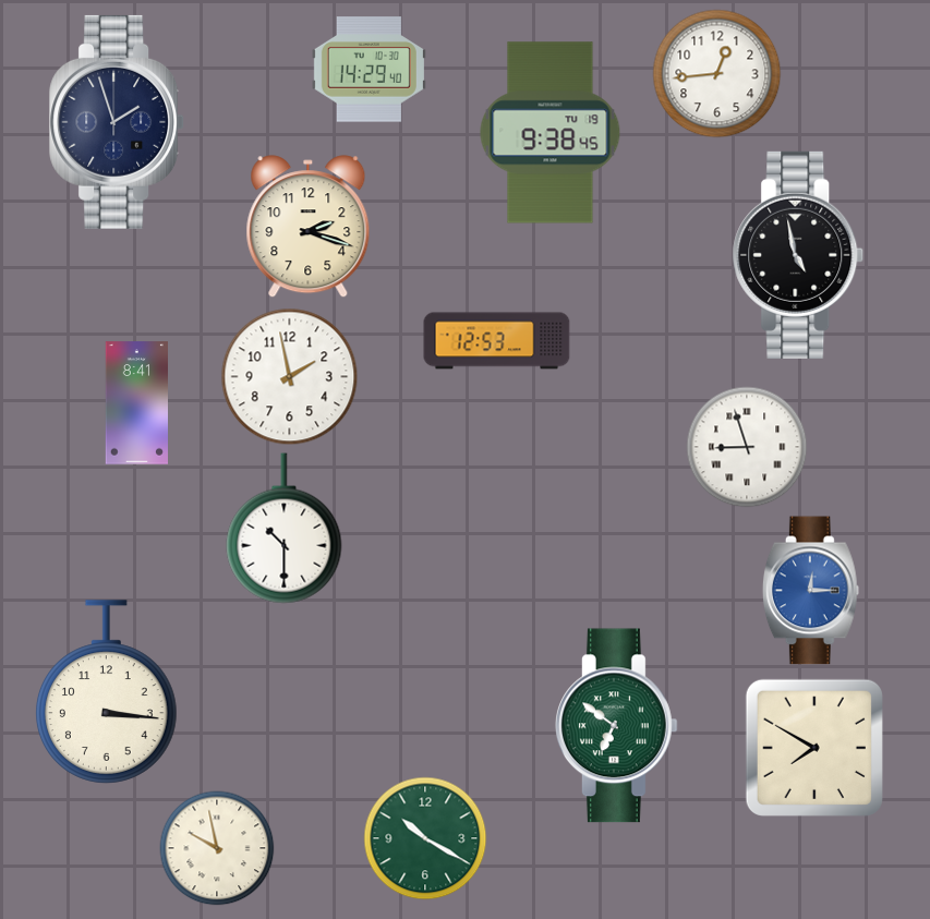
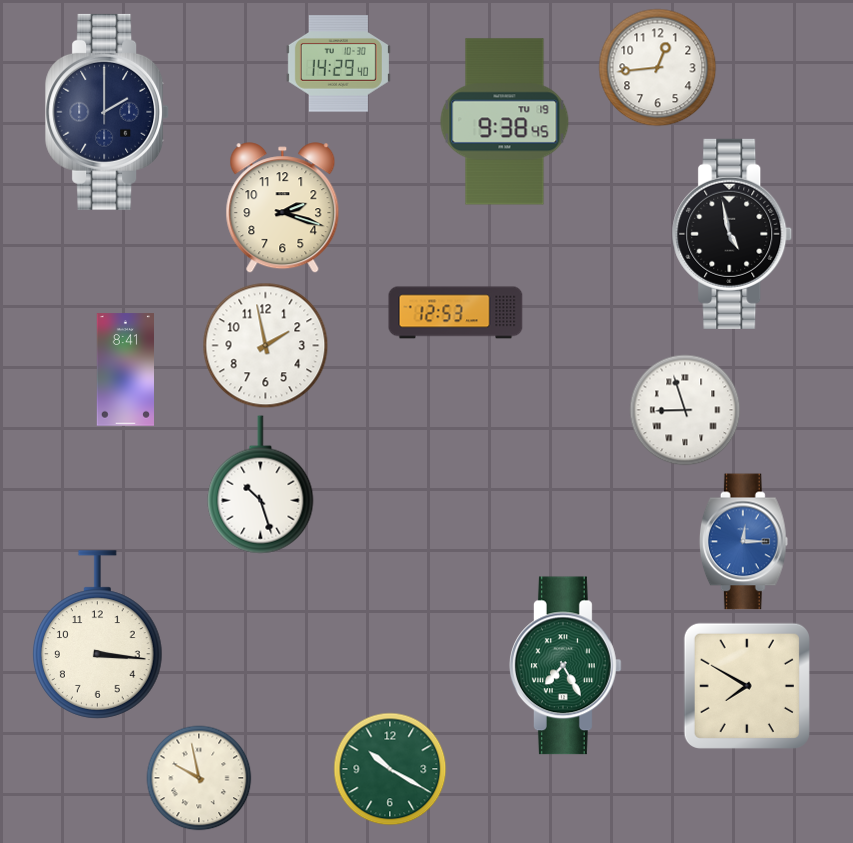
clock at (118, 122): 1:57 -> 2:00
clock at (285, 529): 10:30 -> 10:27
clock at (617, 726): 6:51 -> 7:25
